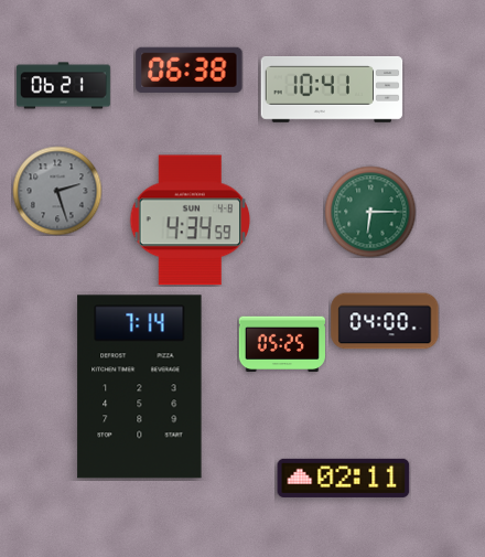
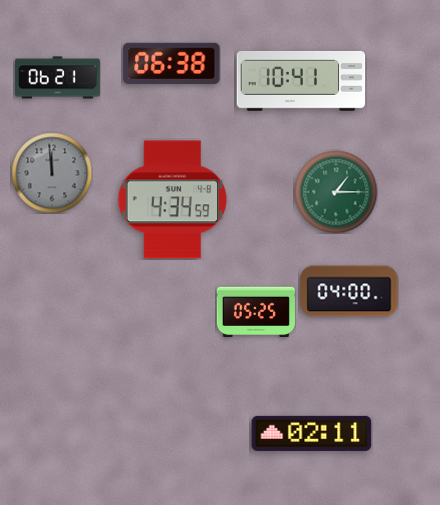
clock at (57, 191): 2:27 -> 11:59
clock at (370, 212): 6:15 -> 1:15
clock at (140, 387): 7:14 -> none
